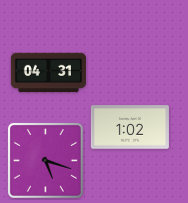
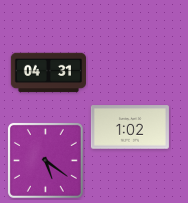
clock at (45, 160): 5:18 -> 5:21
